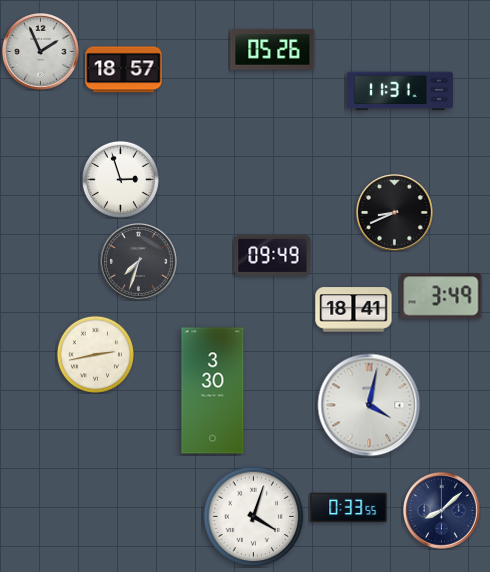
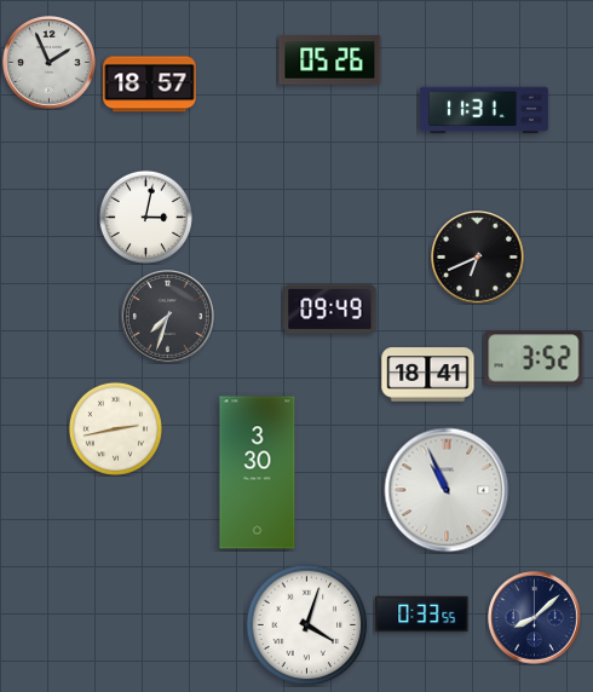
clock at (120, 179): 2:57 -> 3:02
clock at (395, 213): 8:41 -> 6:41
clock at (441, 296): 3:49 -> 3:52
clock at (369, 405): 4:02 -> 10:56
